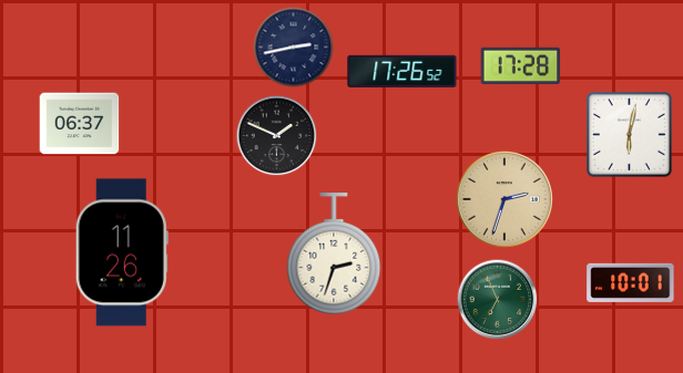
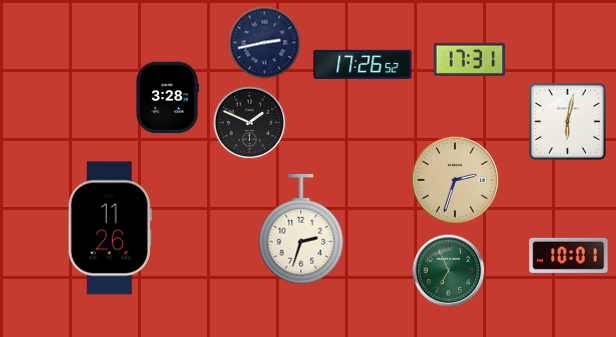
clock at (521, 65): 17:28 -> 17:31
clock at (167, 98): none -> 3:28
clock at (80, 124): 06:37 -> none
